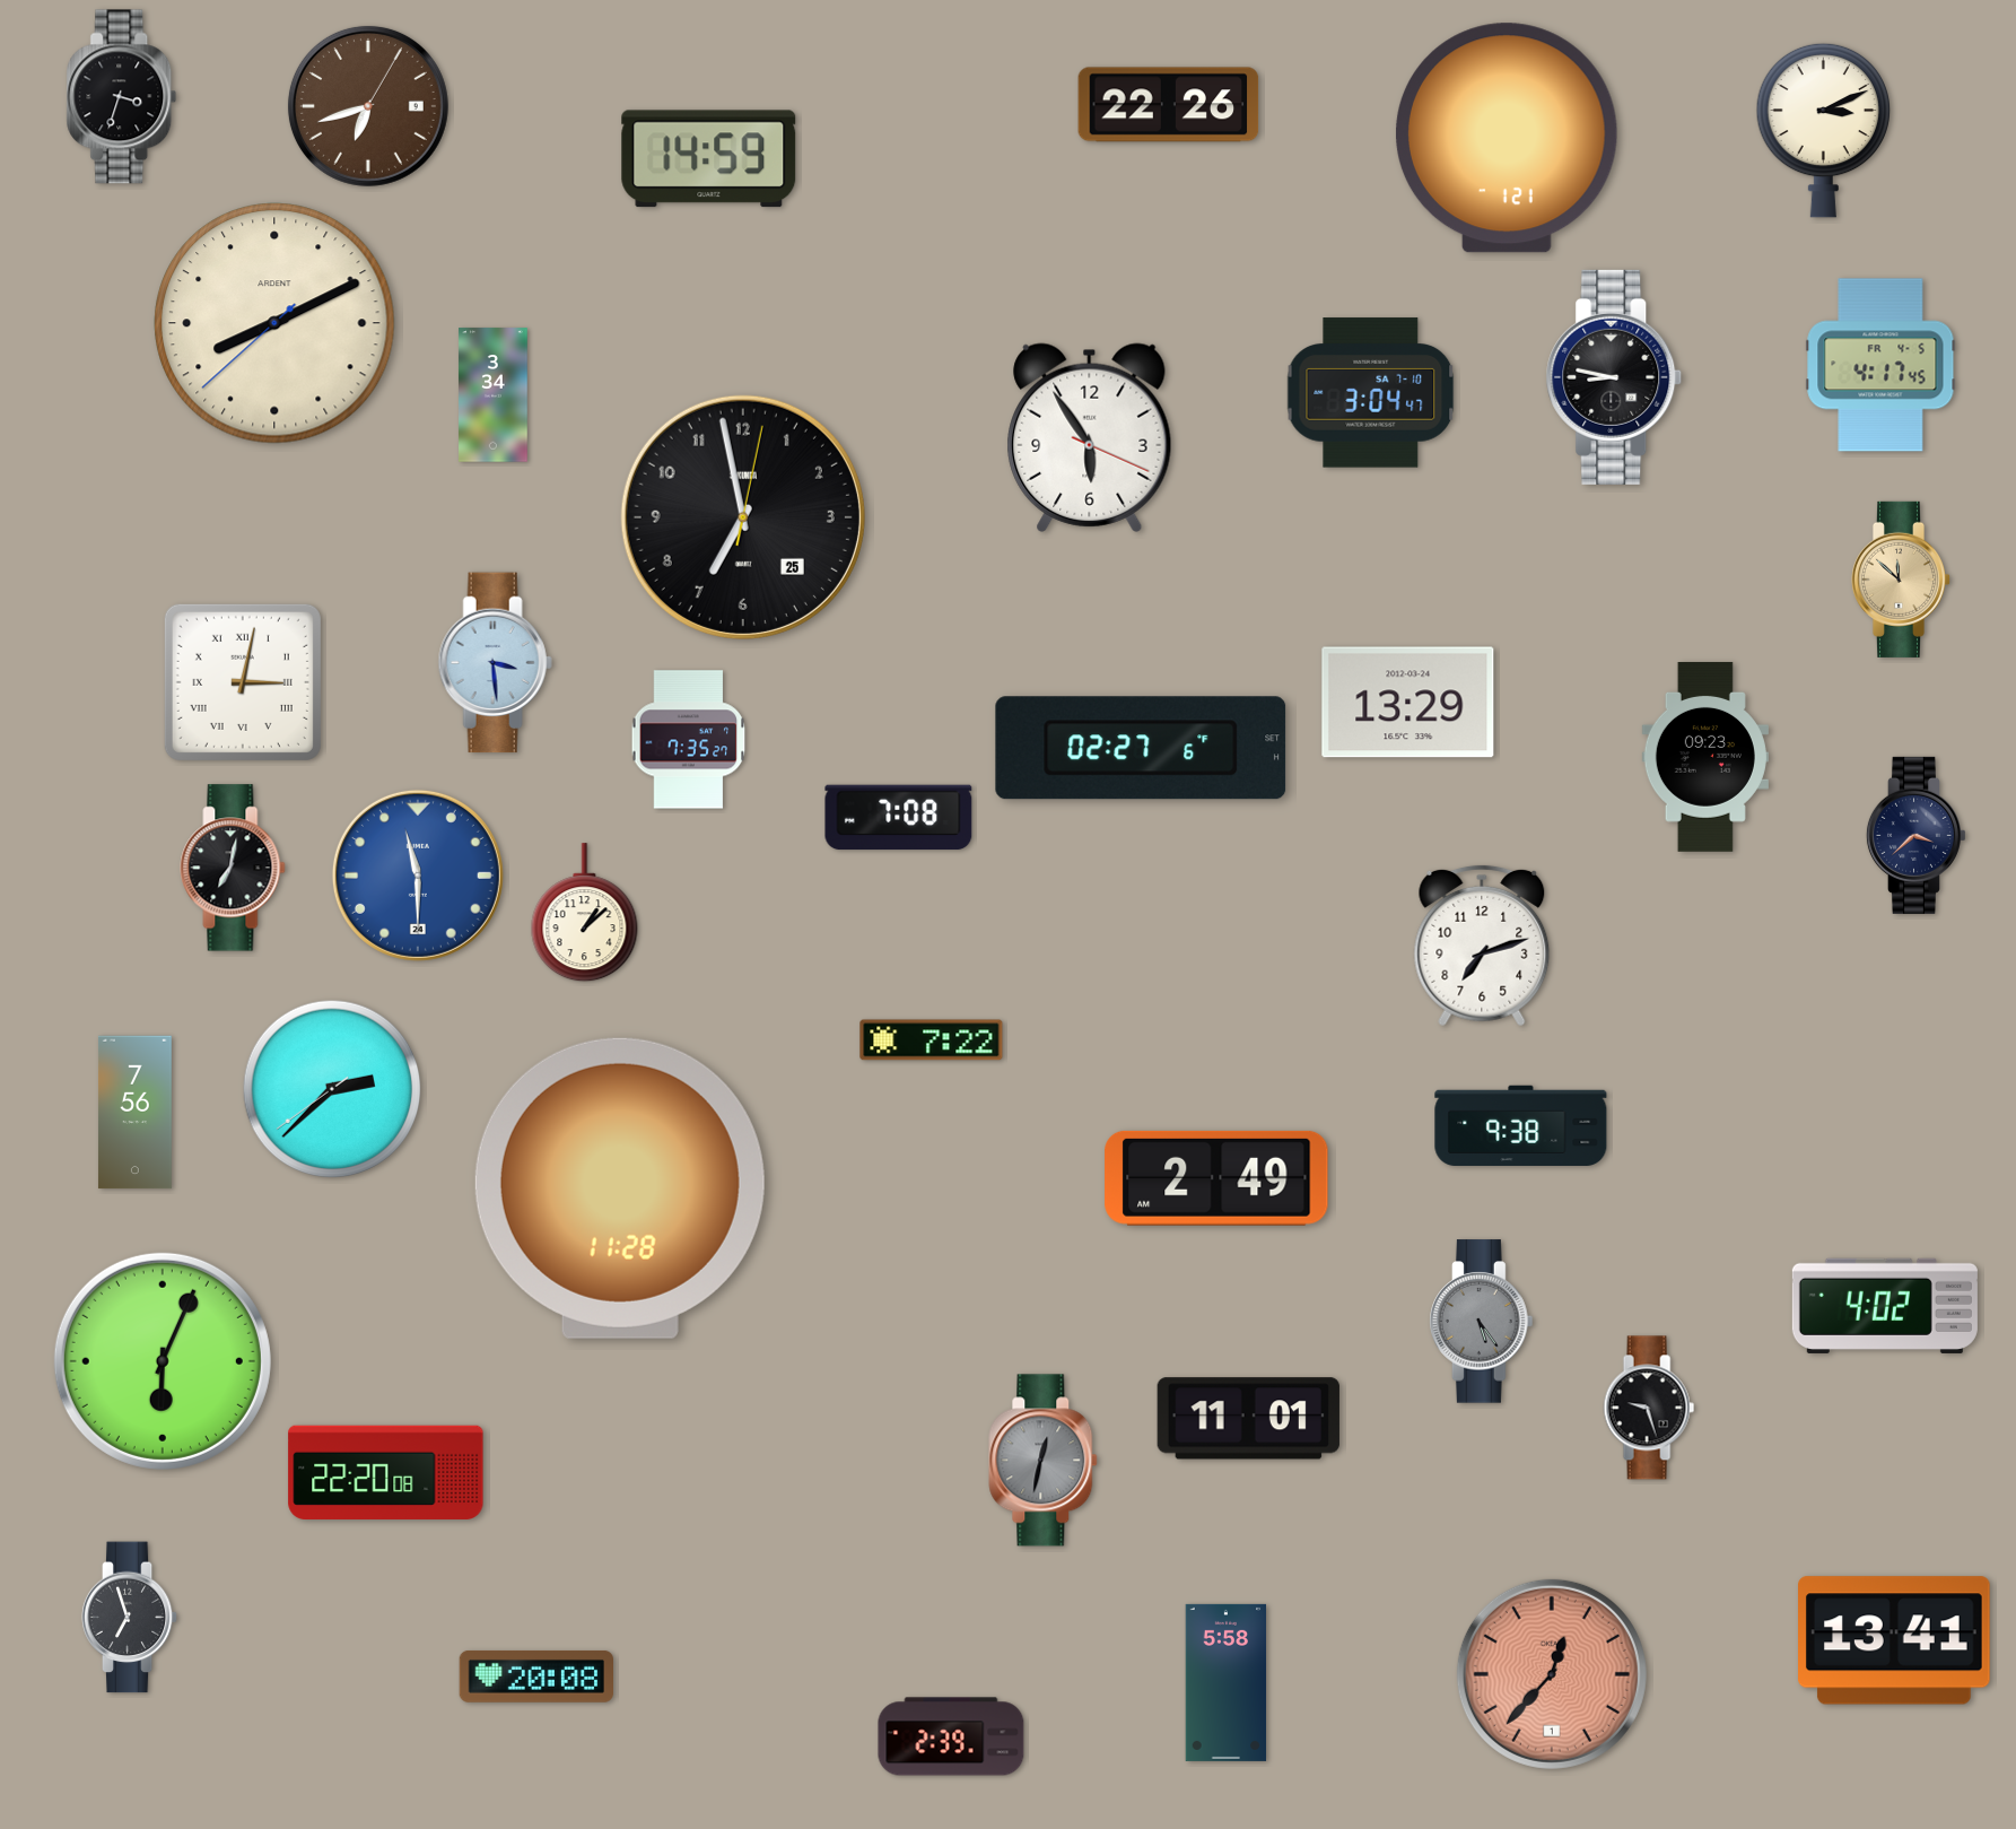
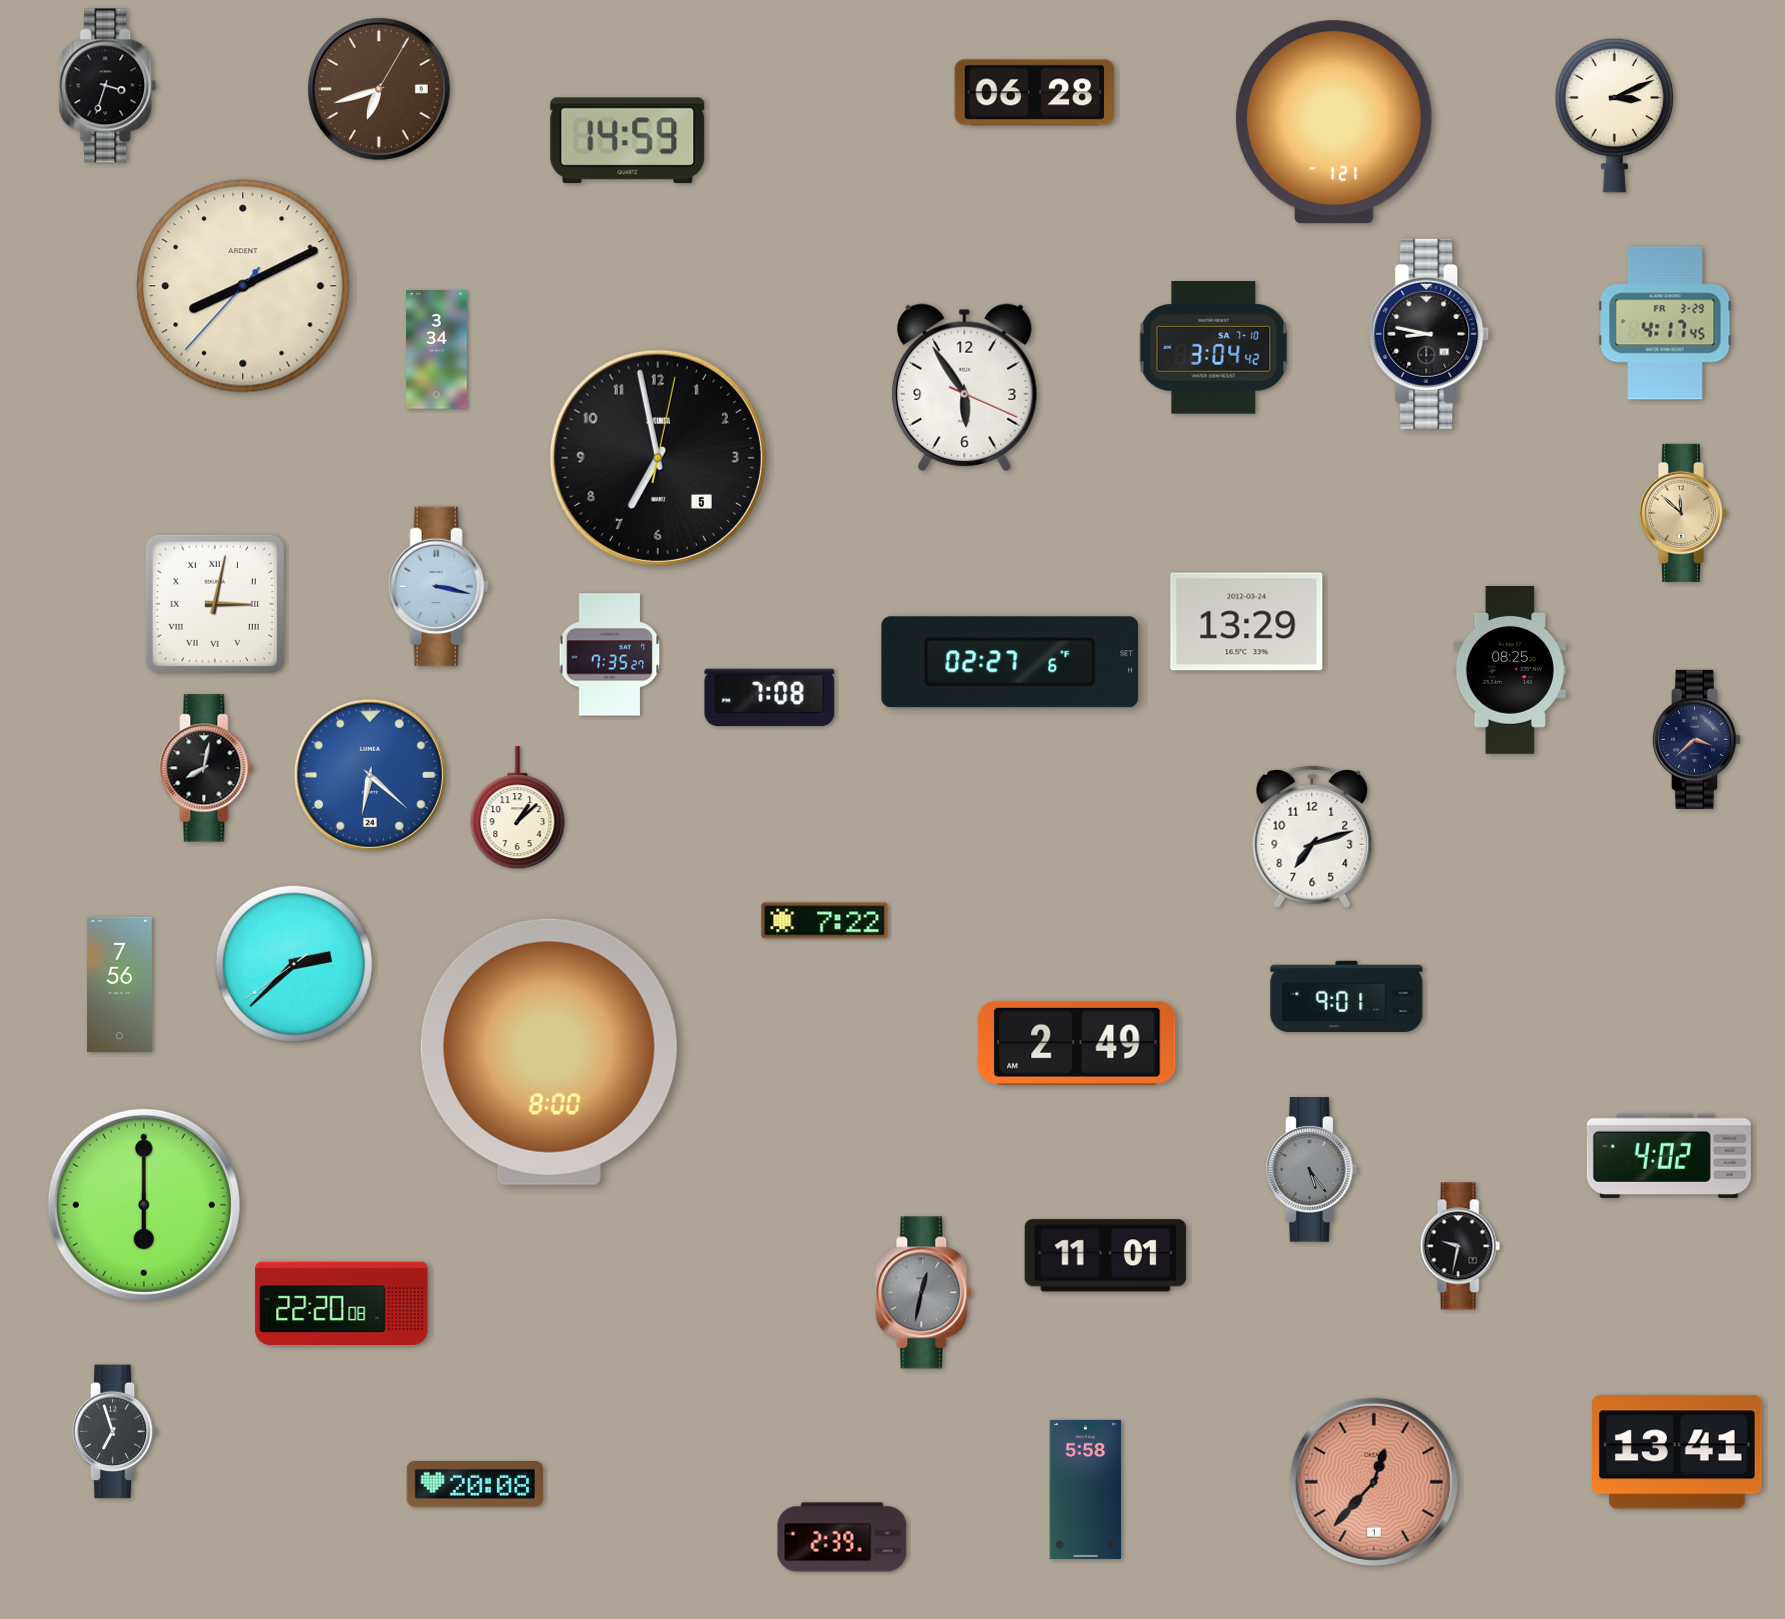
clock at (1169, 105): 22:26 -> 06:28
clock at (368, 106) position: (368, 106) -> (379, 89)
clock at (274, 323): 8:10:38 -> 8:10:37
clock at (1880, 365) date: FR 4-5 -> FR 3-29
clock at (1371, 393): 3:04:47 -> 3:04:42
clock at (743, 517) date: 25 -> 5
clock at (495, 663): 3:29 -> 3:17
clock at (1705, 757): 09:23 -> 08:25
clock at (899, 818) position: (899, 818) -> (770, 698)
clock at (233, 868): 7:02 -> 8:02
clock at (418, 876): 11:30 -> 6:22
clock at (1521, 1125): 9:38 -> 9:01
clock at (620, 1188): 11:28 -> 8:00
clock at (163, 1361): 6:04 -> 6:00
clock at (1649, 1408): 9:27 -> 9:32
